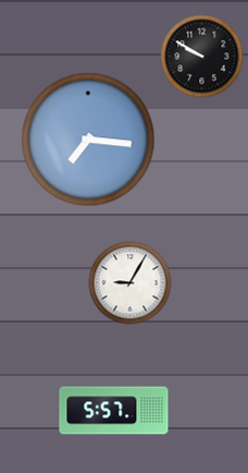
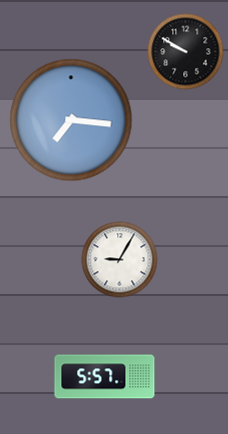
clock at (88, 140) position: (88, 140) -> (71, 120)
